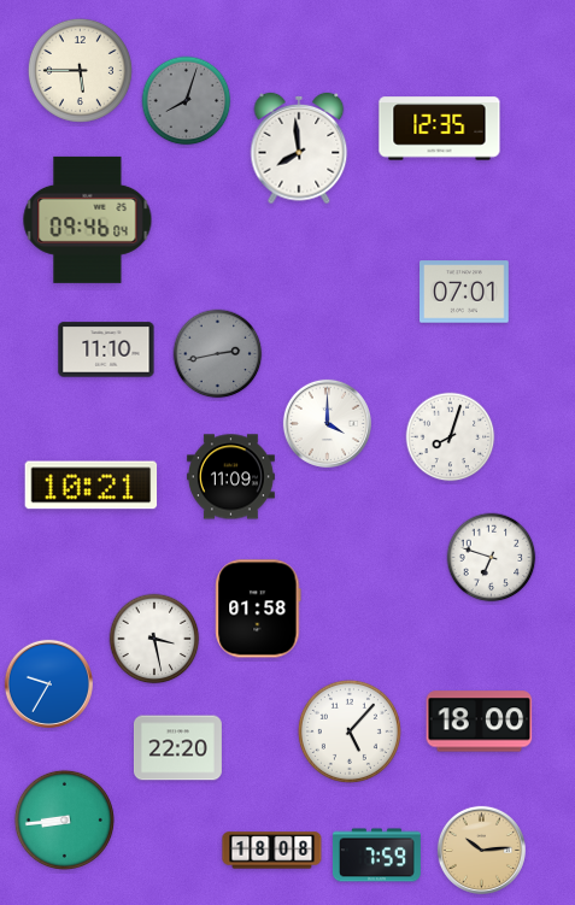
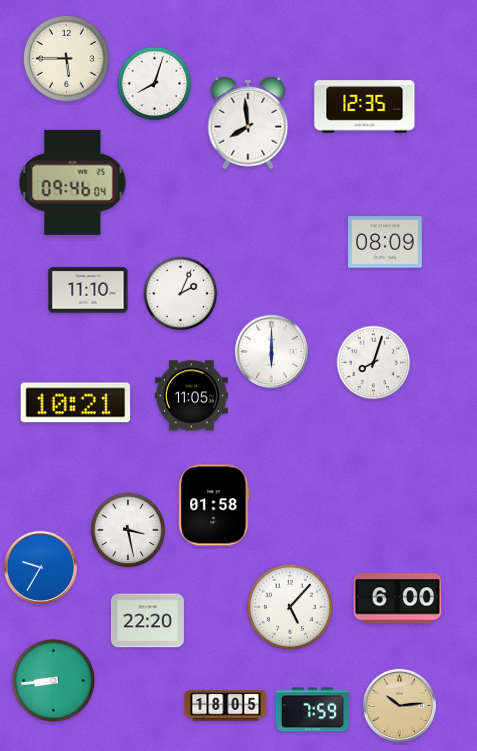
clock at (187, 101) dial: grey -> white
clock at (465, 292): 07:01 -> 08:09
clock at (218, 354): 2:43 -> 2:04
clock at (218, 354) dial: grey -> white
clock at (327, 423): 4:00 -> 6:00
clock at (230, 477): 11:09 -> 11:05
clock at (492, 558): 6:48 -> none
clock at (480, 722): 18:00 -> 6:00
clock at (272, 851): 18:08 -> 18:05
